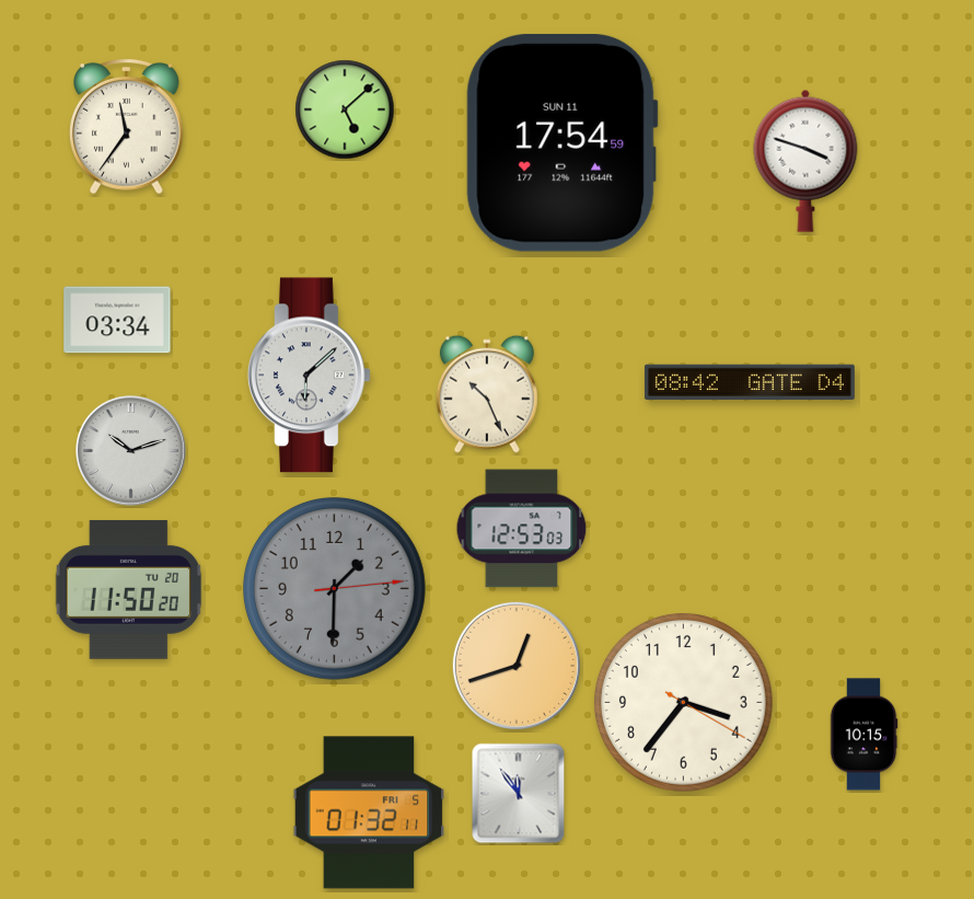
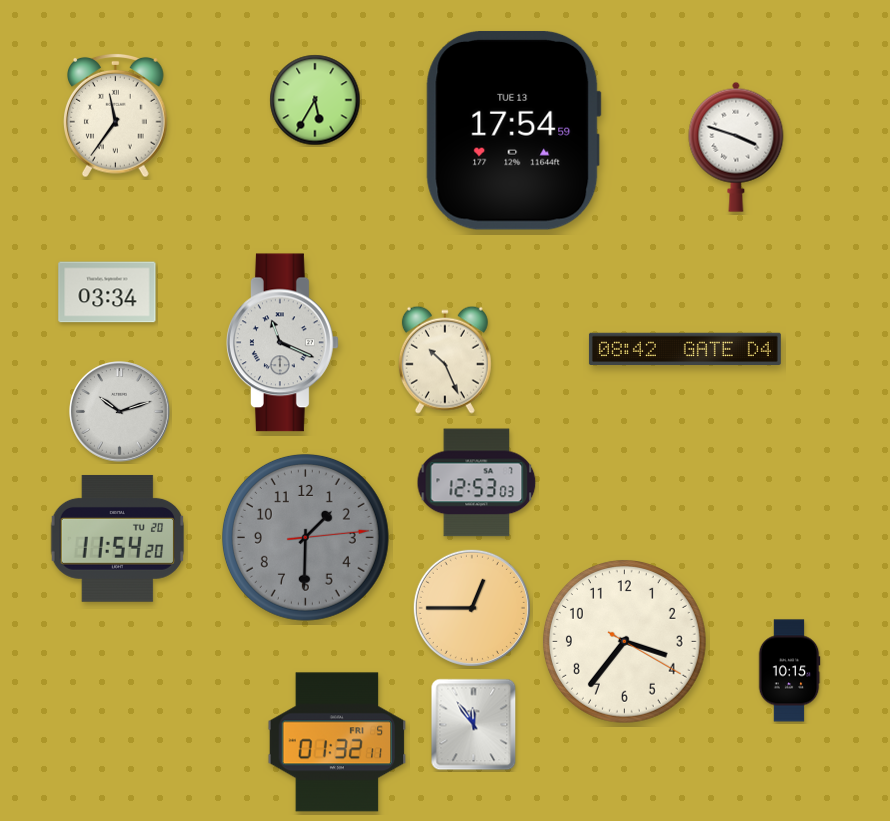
clock at (345, 110): 5:08 -> 5:35
clock at (561, 142) date: SUN 11 -> TUE 13
clock at (310, 376): 6:08 -> 11:19
clock at (128, 589): 11:50 -> 11:54
clock at (517, 666): 12:42 -> 12:45
